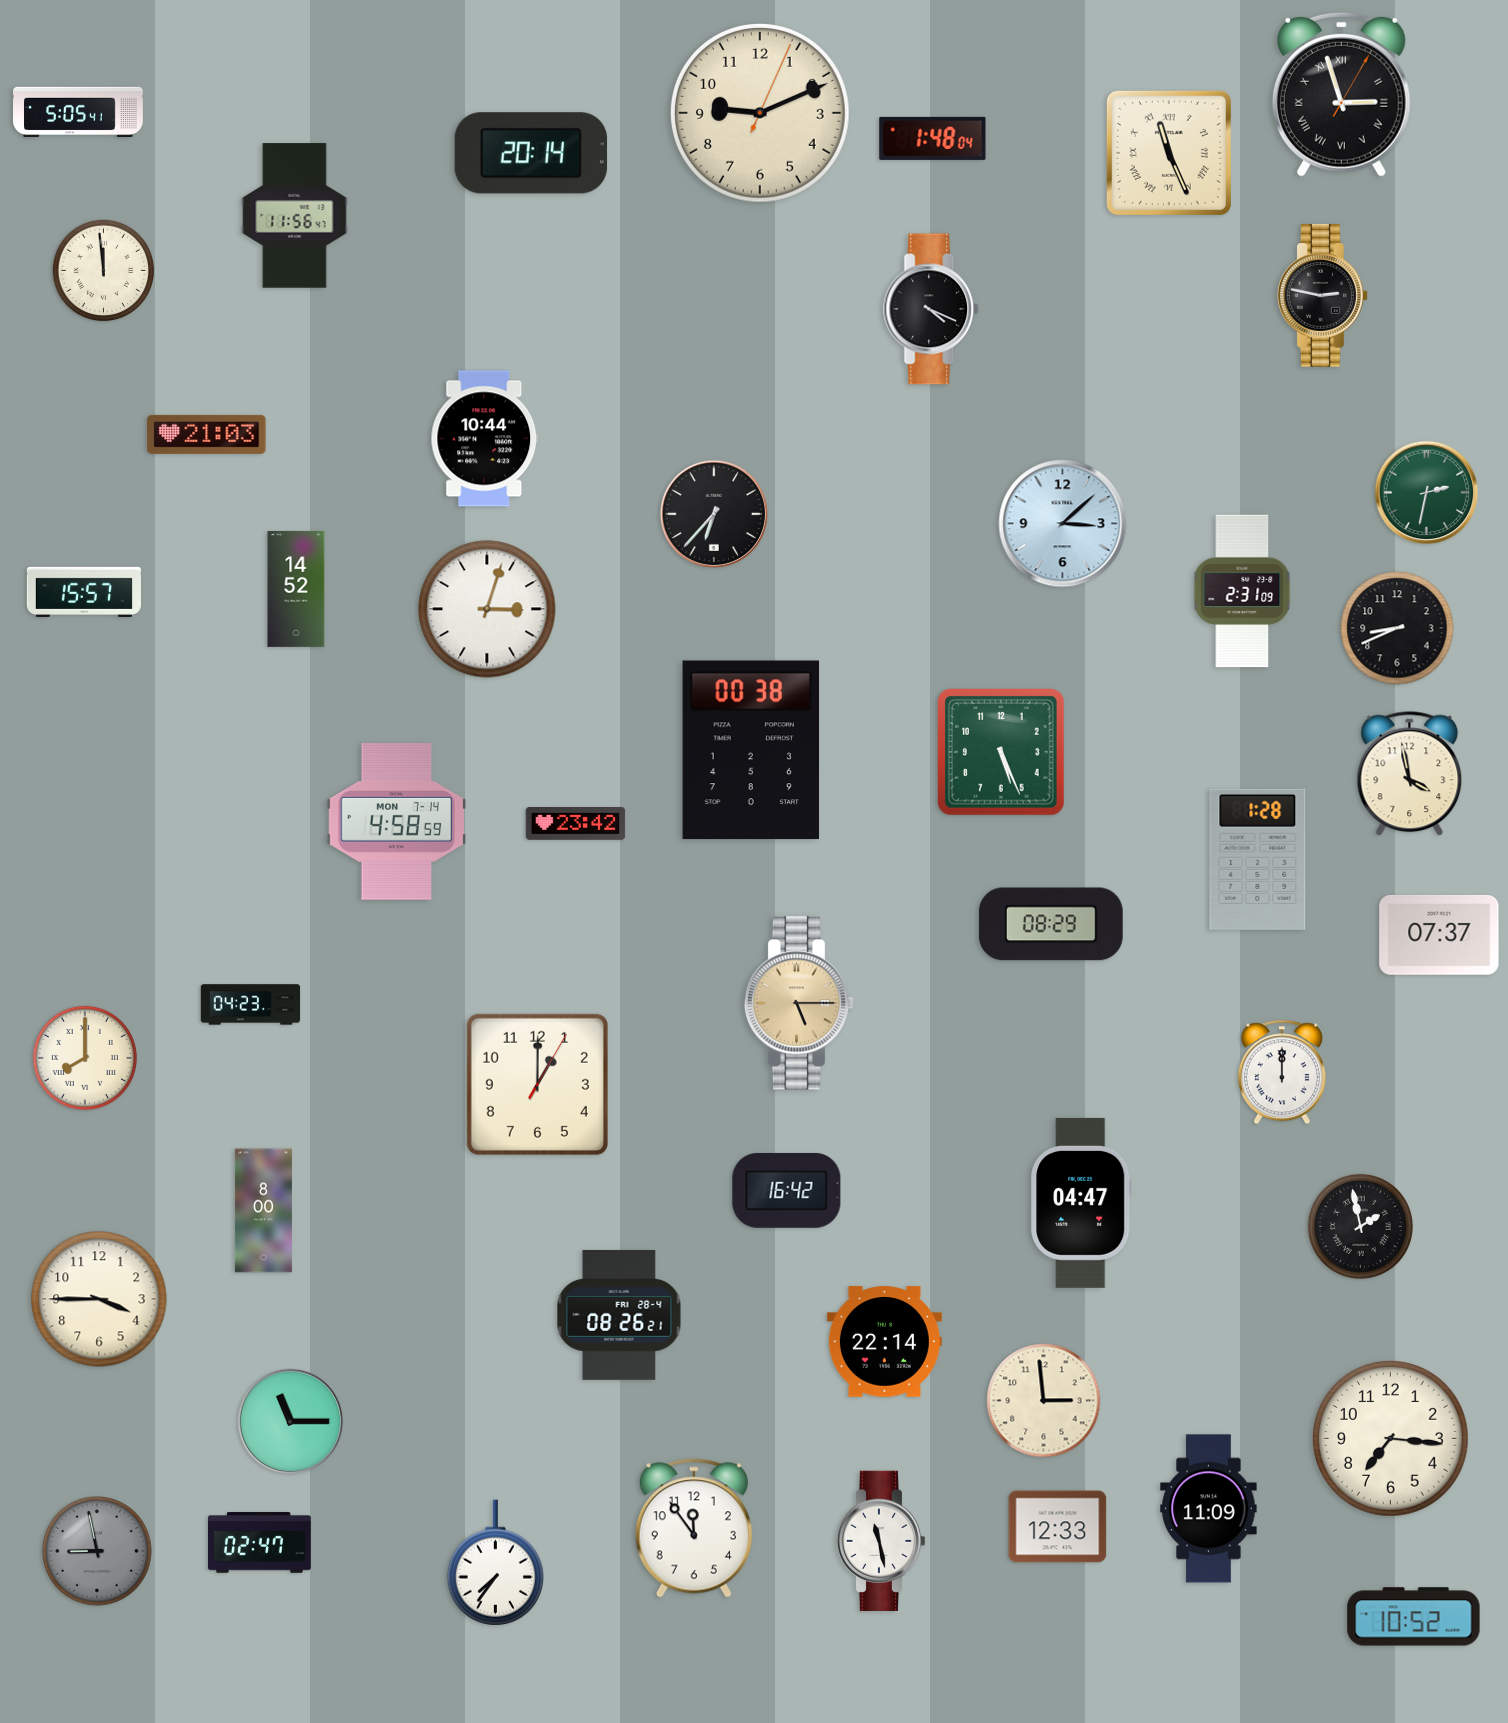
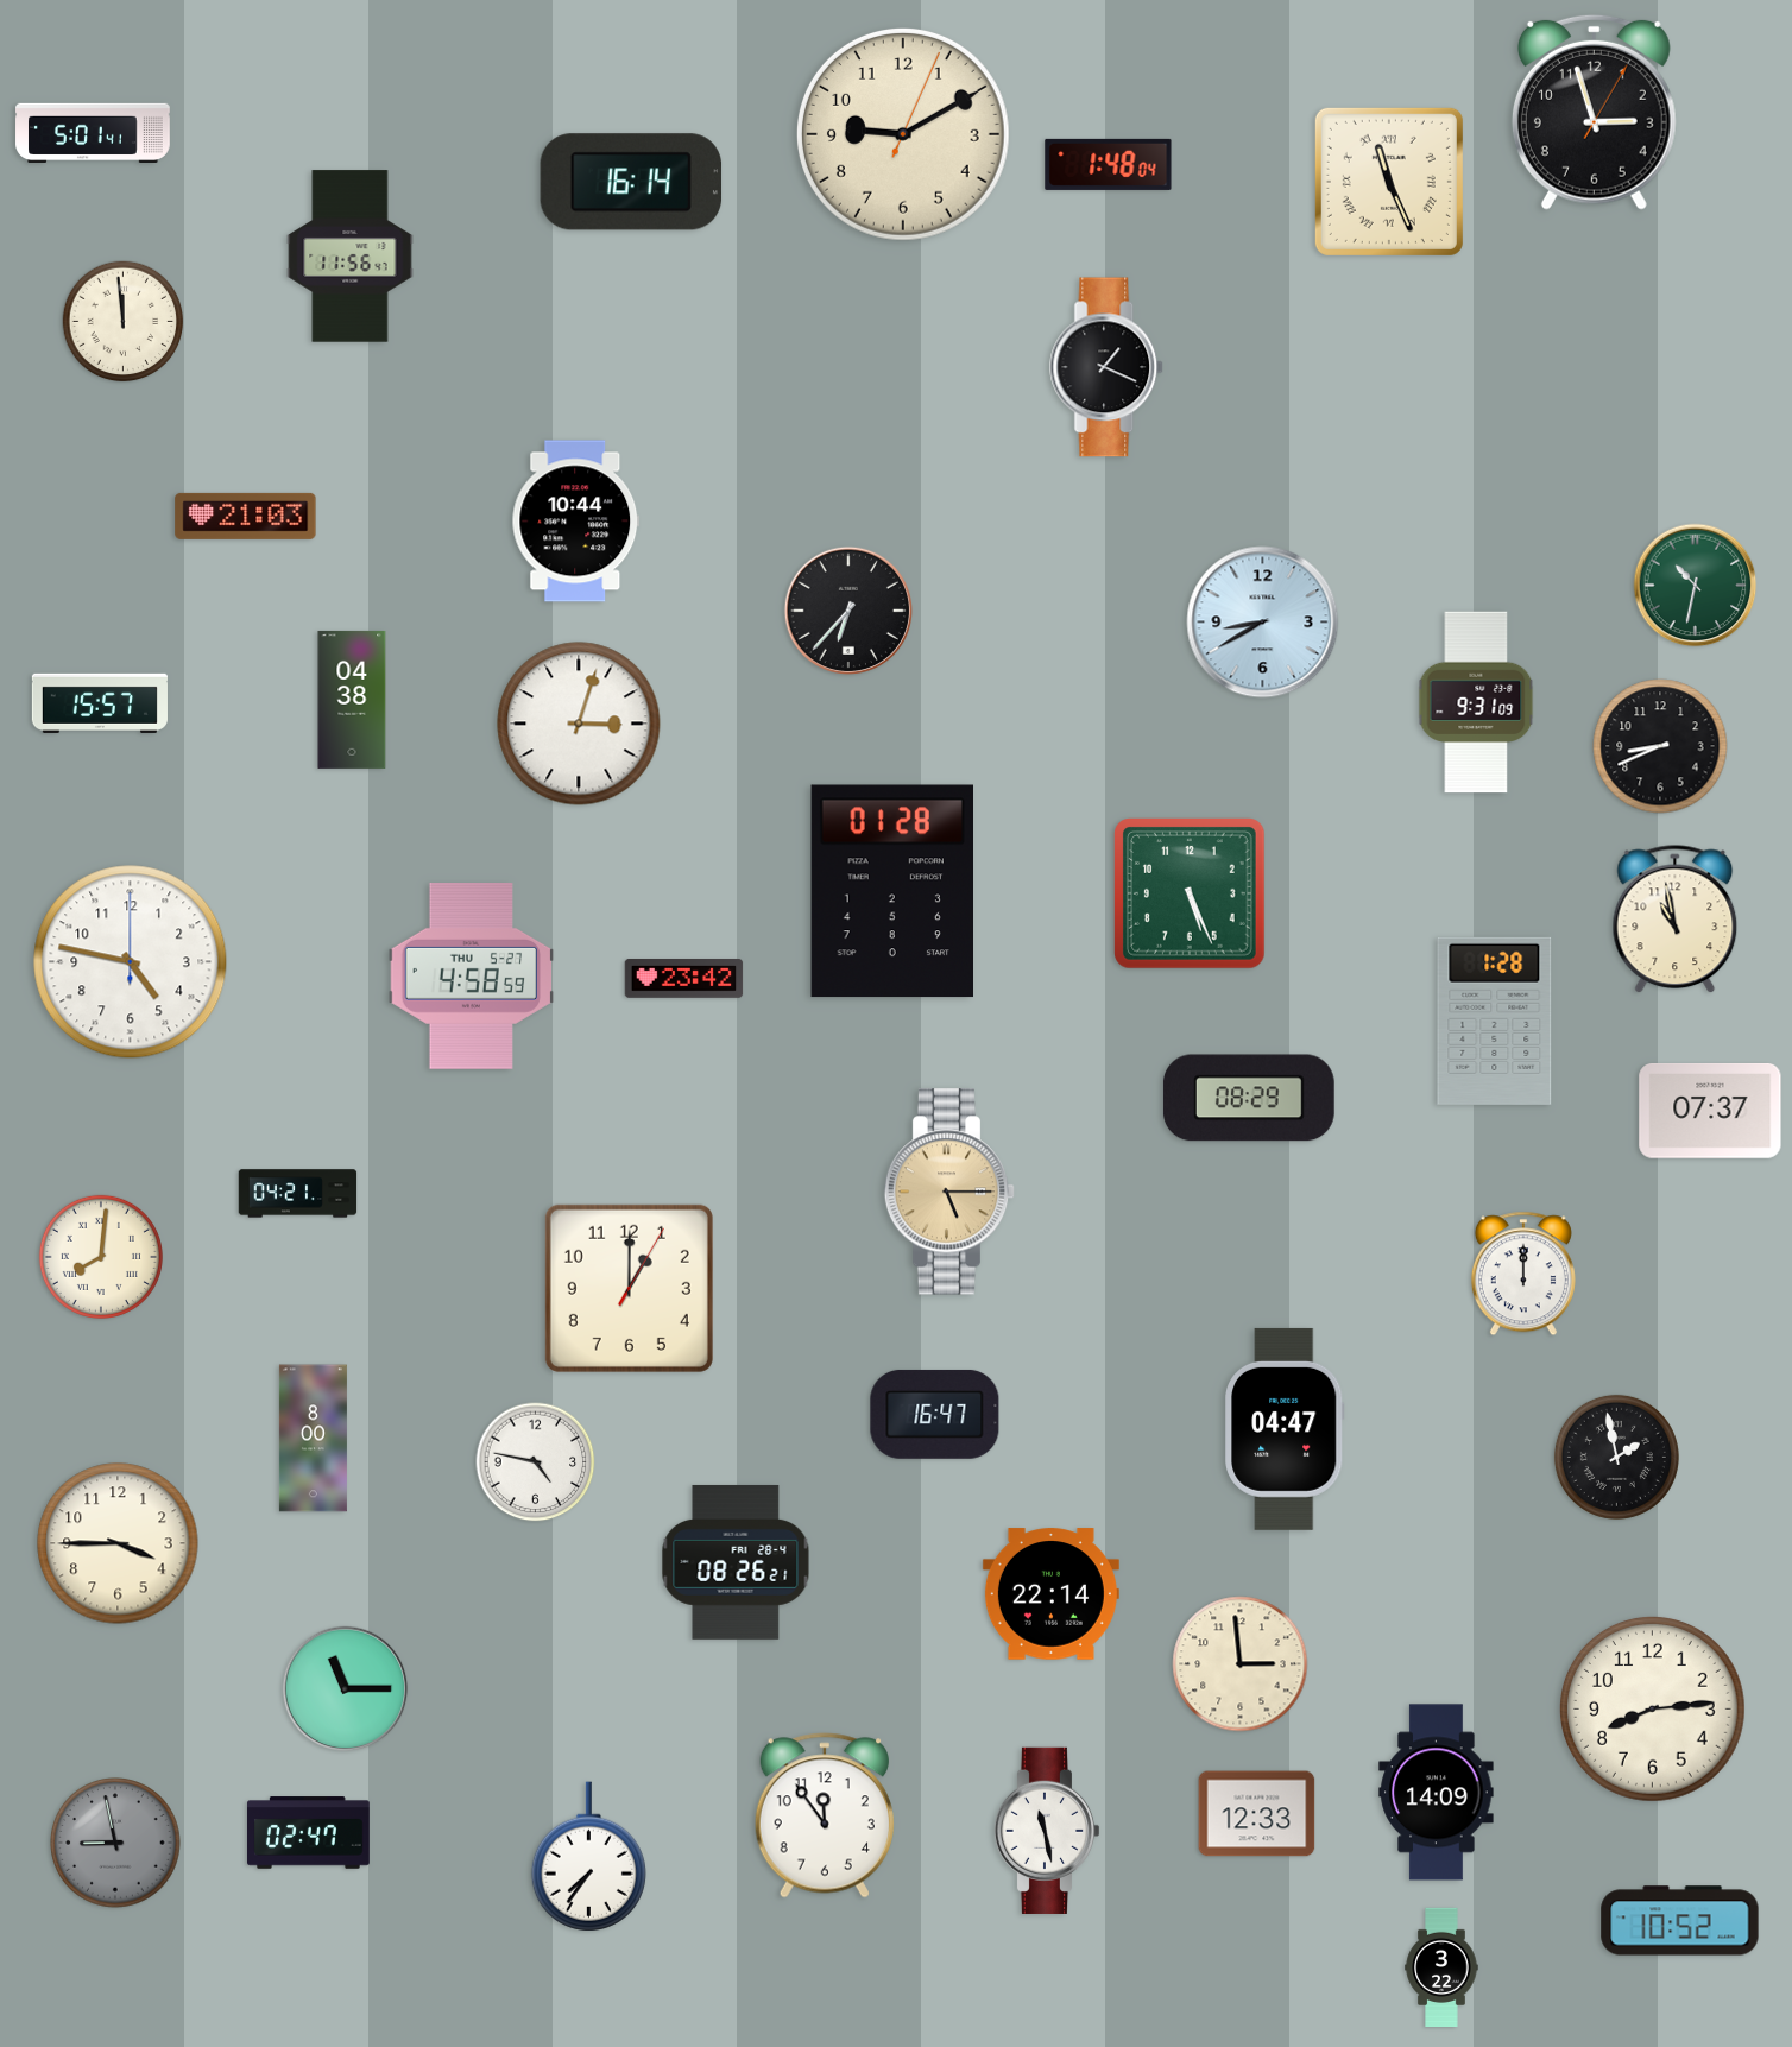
clock at (1341, 94) numerals: Roman -> Arabic
clock at (78, 112): 5:05 -> 5:01
clock at (760, 113): 9:11 -> 9:10
clock at (531, 153): 20:14 -> 16:14
clock at (1322, 295): 2:47 -> none
clock at (932, 309): 4:19 -> 1:19
clock at (1427, 493): 2:32 -> 10:32
clock at (1063, 524): 3:08 -> 8:40
clock at (296, 589): 14:52 -> 04:38
clock at (1242, 591): 2:31 -> 9:31
clock at (750, 750): 00:38 -> 01:28
clock at (1410, 774): 3:58 -> 10:58
clock at (131, 962): none -> 4:47
clock at (397, 821) date: MON 7-14 -> THU 5-27
clock at (251, 1005): 04:23 -> 04:21
clock at (85, 1058): 8:00 -> 8:01
clock at (537, 1084) position: (537, 1084) -> (629, 1288)
clock at (787, 1190): 16:42 -> 16:47
clock at (536, 1462): none -> 4:47
clock at (1391, 1439): 7:16 -> 8:14
clock at (1209, 1509): 11:09 -> 14:09
clock at (1441, 1966): none -> 3:22
